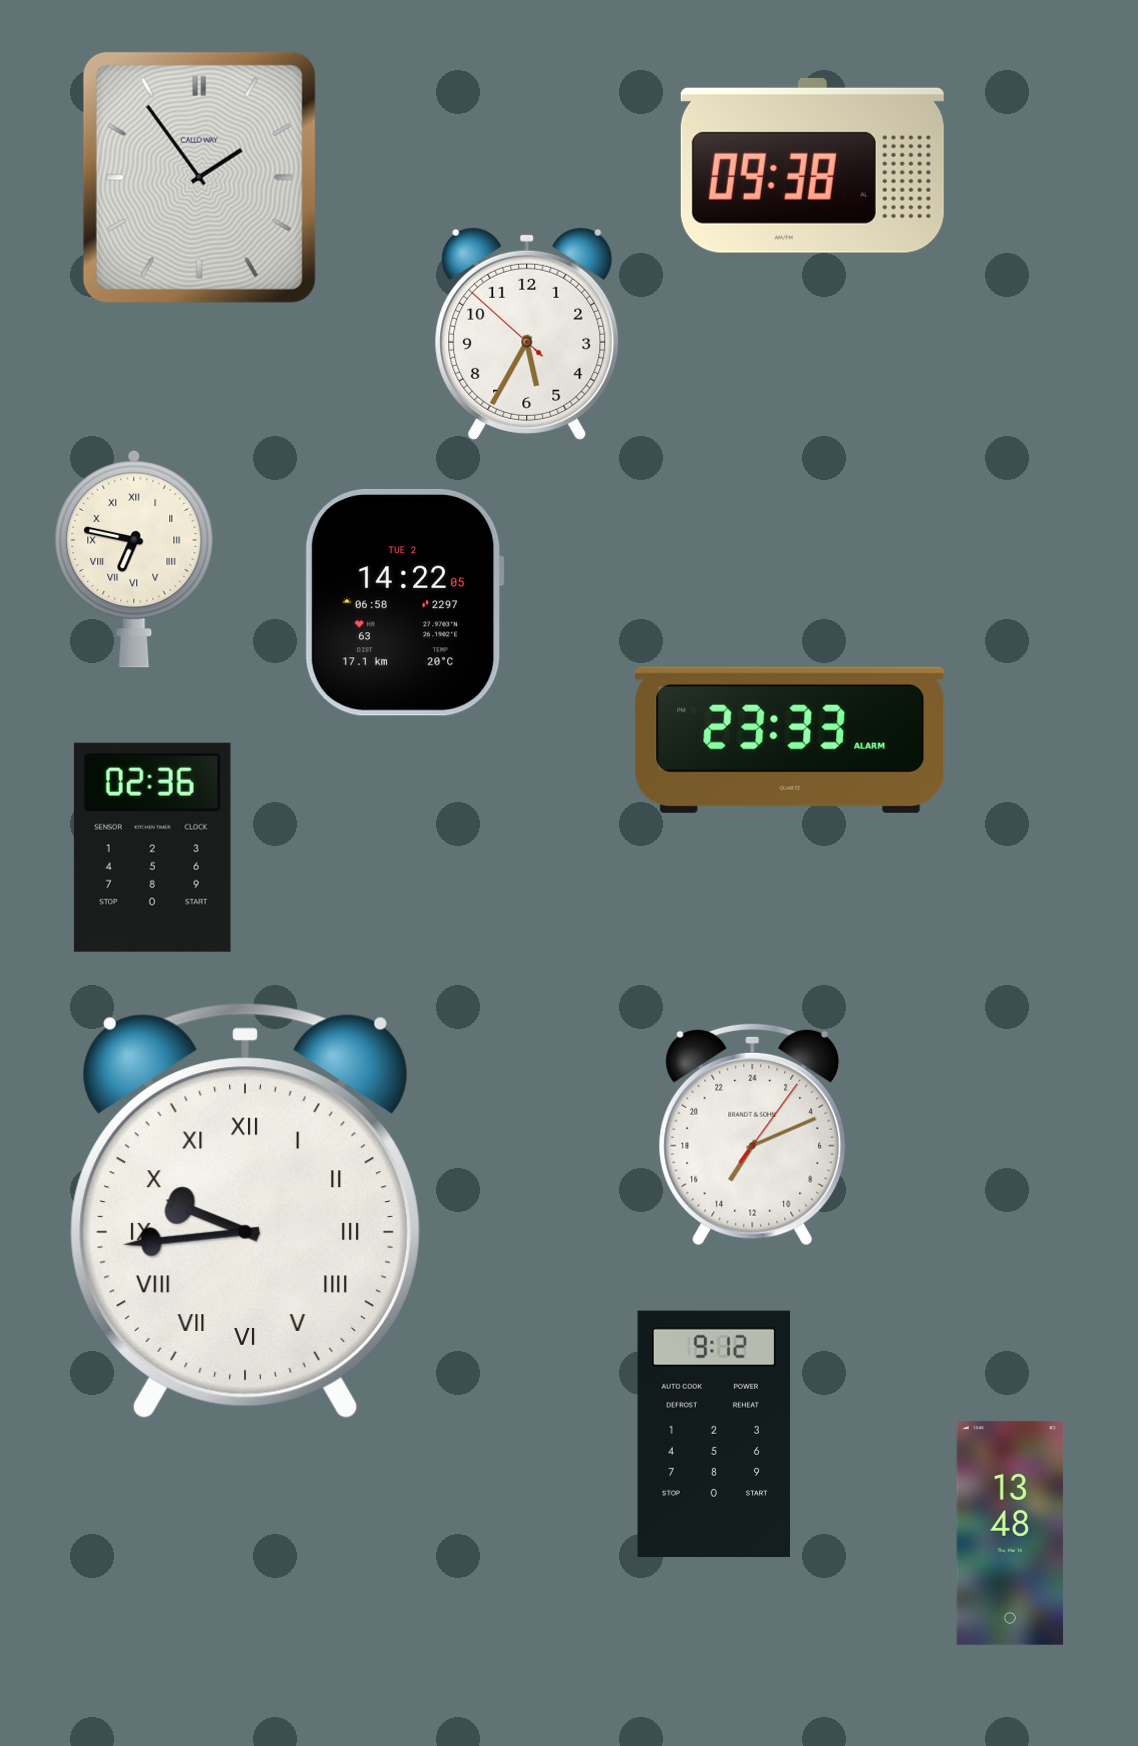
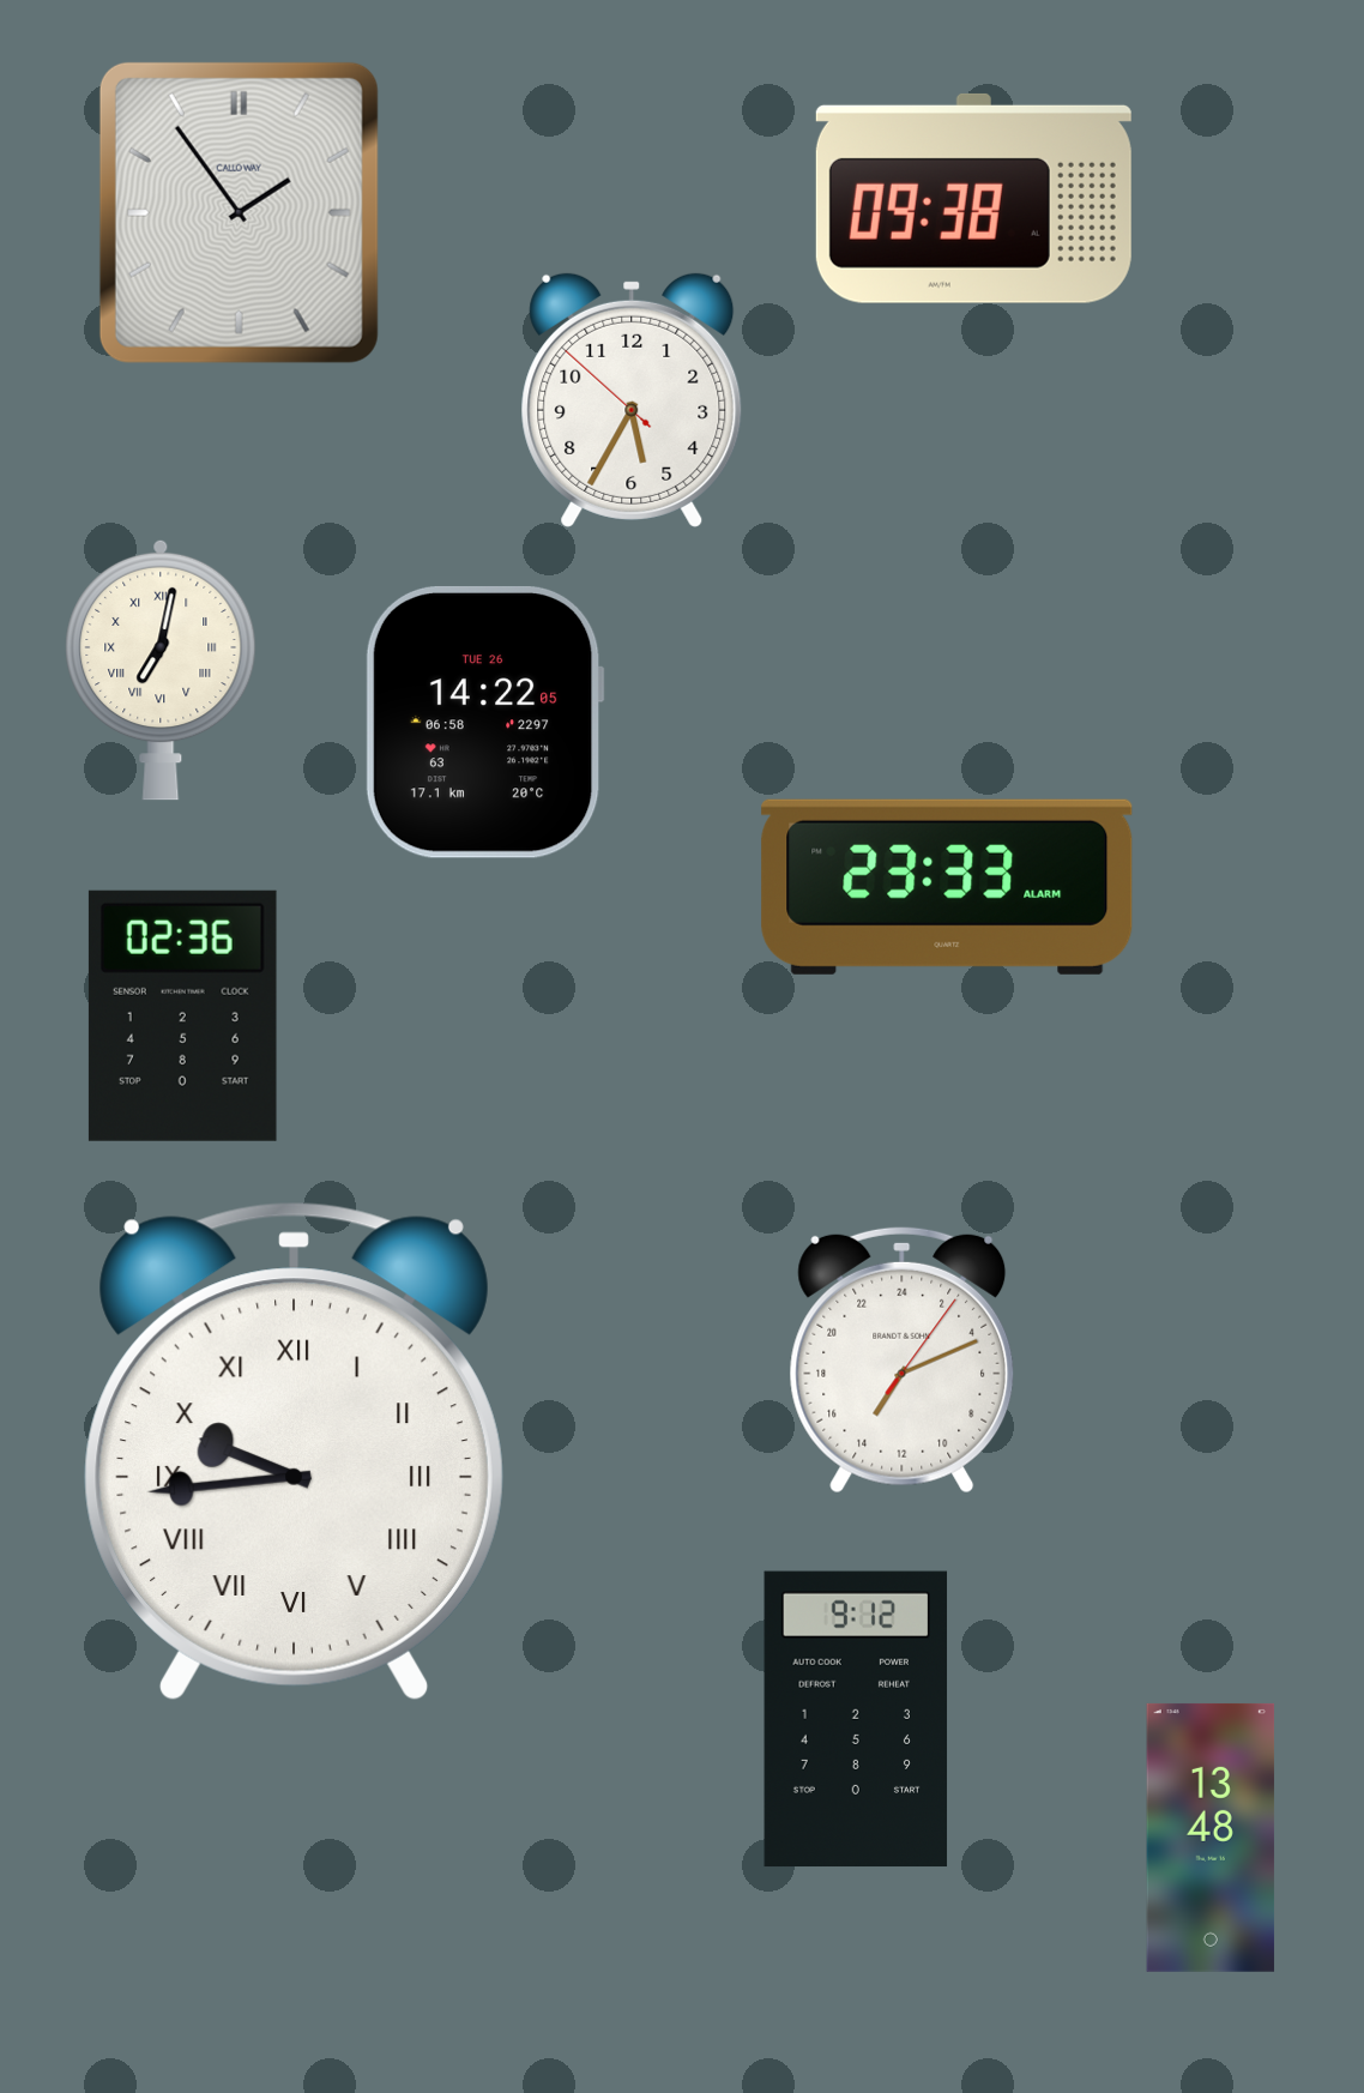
clock at (134, 559): 6:47 -> 7:02
clock at (404, 602) date: TUE 2 -> TUE 26
